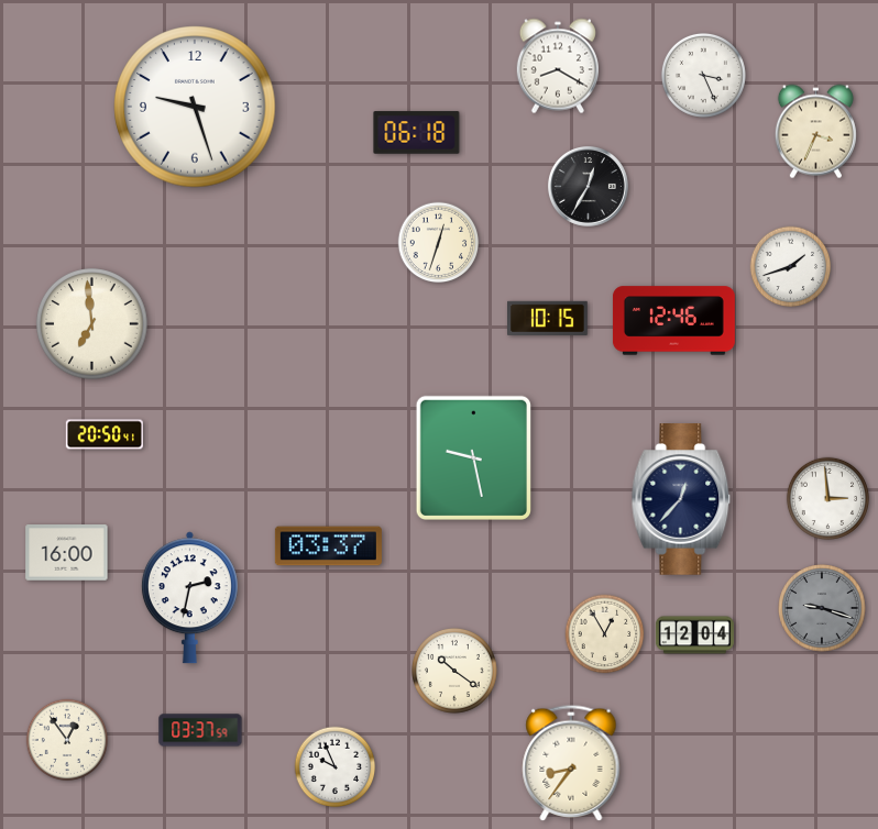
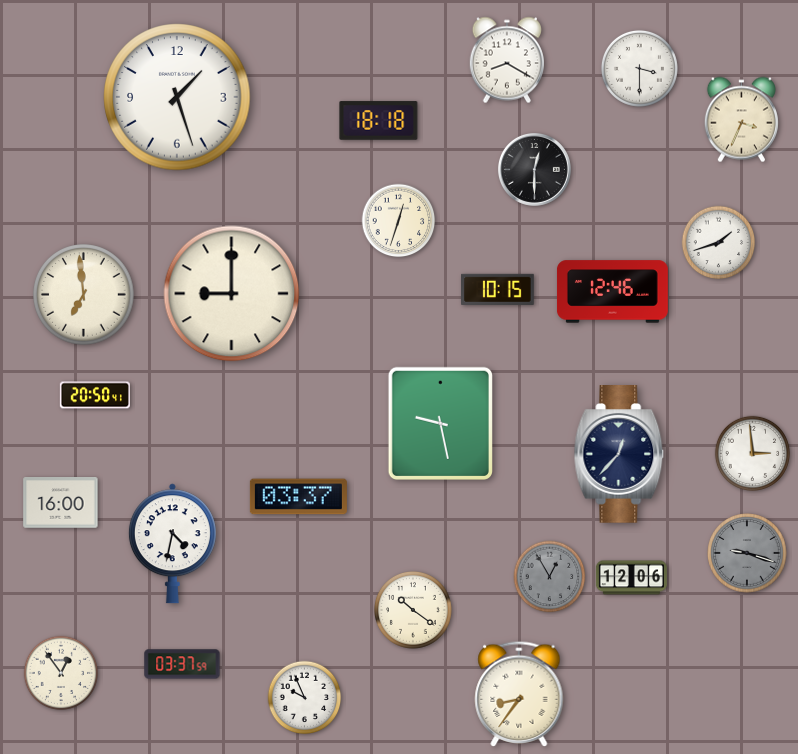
clock at (703, 75): 3:26 -> 3:30
clock at (195, 107): 9:27 -> 1:27
clock at (417, 133): 06:18 -> 18:18
clock at (588, 186): 12:35 -> 12:30
clock at (232, 294): none -> 9:00
clock at (473, 457) position: (473, 457) -> (440, 423)
clock at (189, 598): 2:32 -> 4:32
clock at (605, 634) dial: cream -> grey
clock at (694, 635): 12:04 -> 12:06
